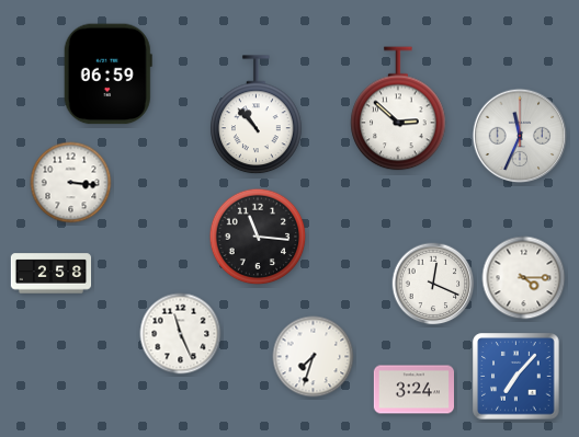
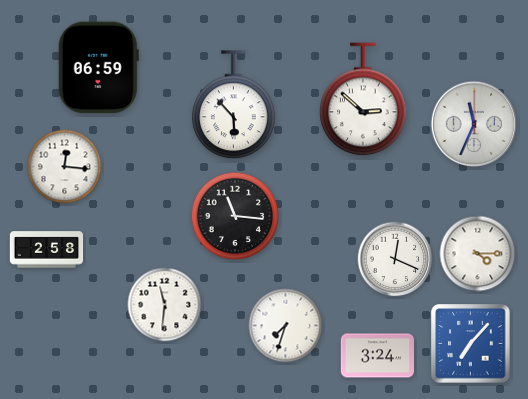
clock at (257, 115): 10:53 -> 5:53
clock at (71, 183): 3:16 -> 12:16
clock at (181, 334): 11:26 -> 11:31
